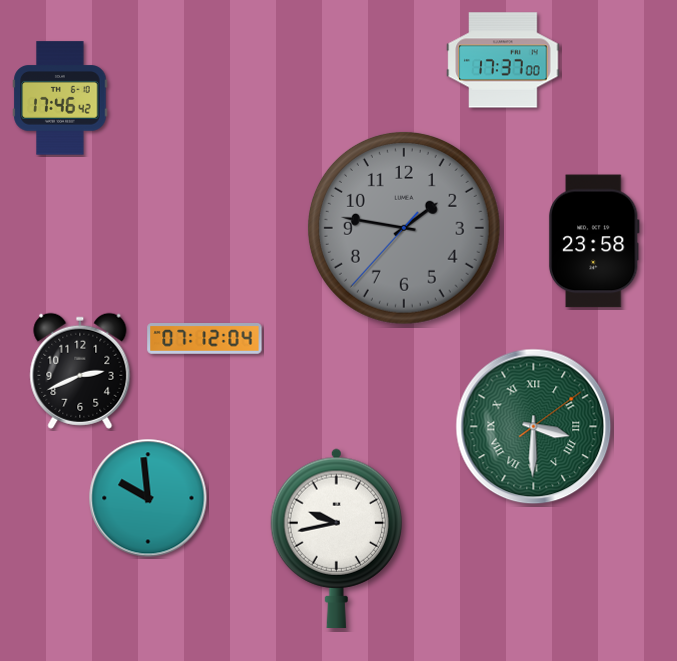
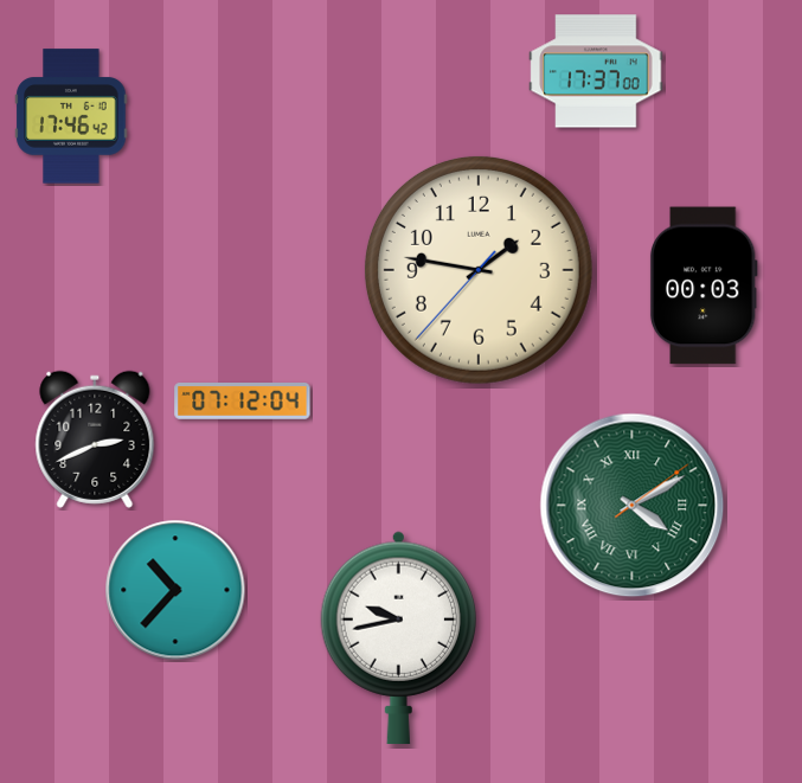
clock at (404, 228) dial: grey -> cream
clock at (594, 241): 23:58 -> 00:03
clock at (534, 427): 3:30 -> 4:10
clock at (148, 498): 9:59 -> 10:37
